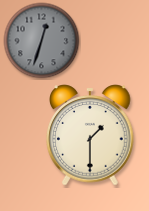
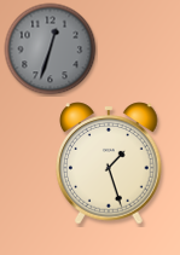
clock at (90, 135): 1:30 -> 1:27
